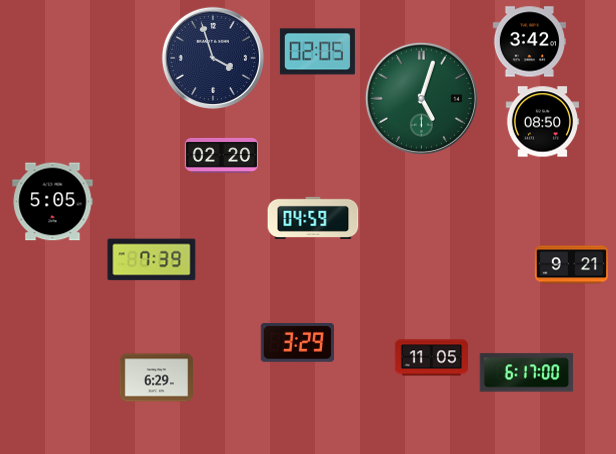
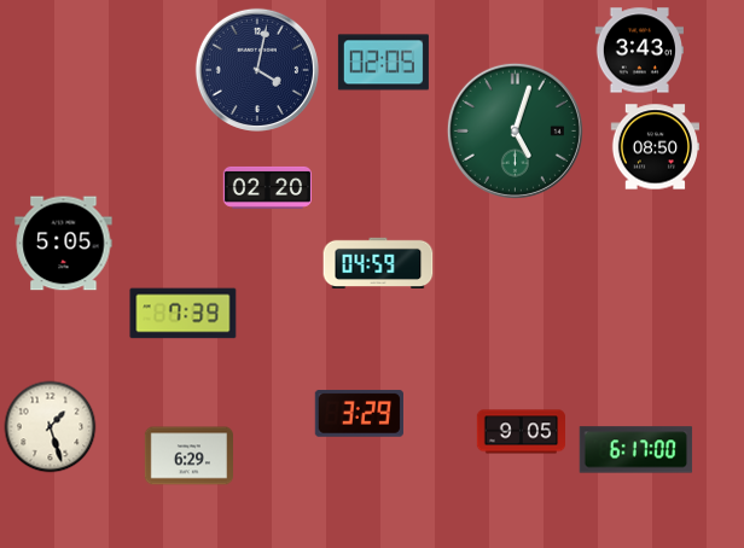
clock at (529, 42): 3:42 -> 3:43
clock at (213, 58): 3:57 -> 4:02
clock at (421, 98) position: (421, 98) -> (515, 130)
clock at (571, 265): 9:21 -> none
clock at (51, 427): none -> 1:27
clock at (431, 358): 11:05 -> 9:05
